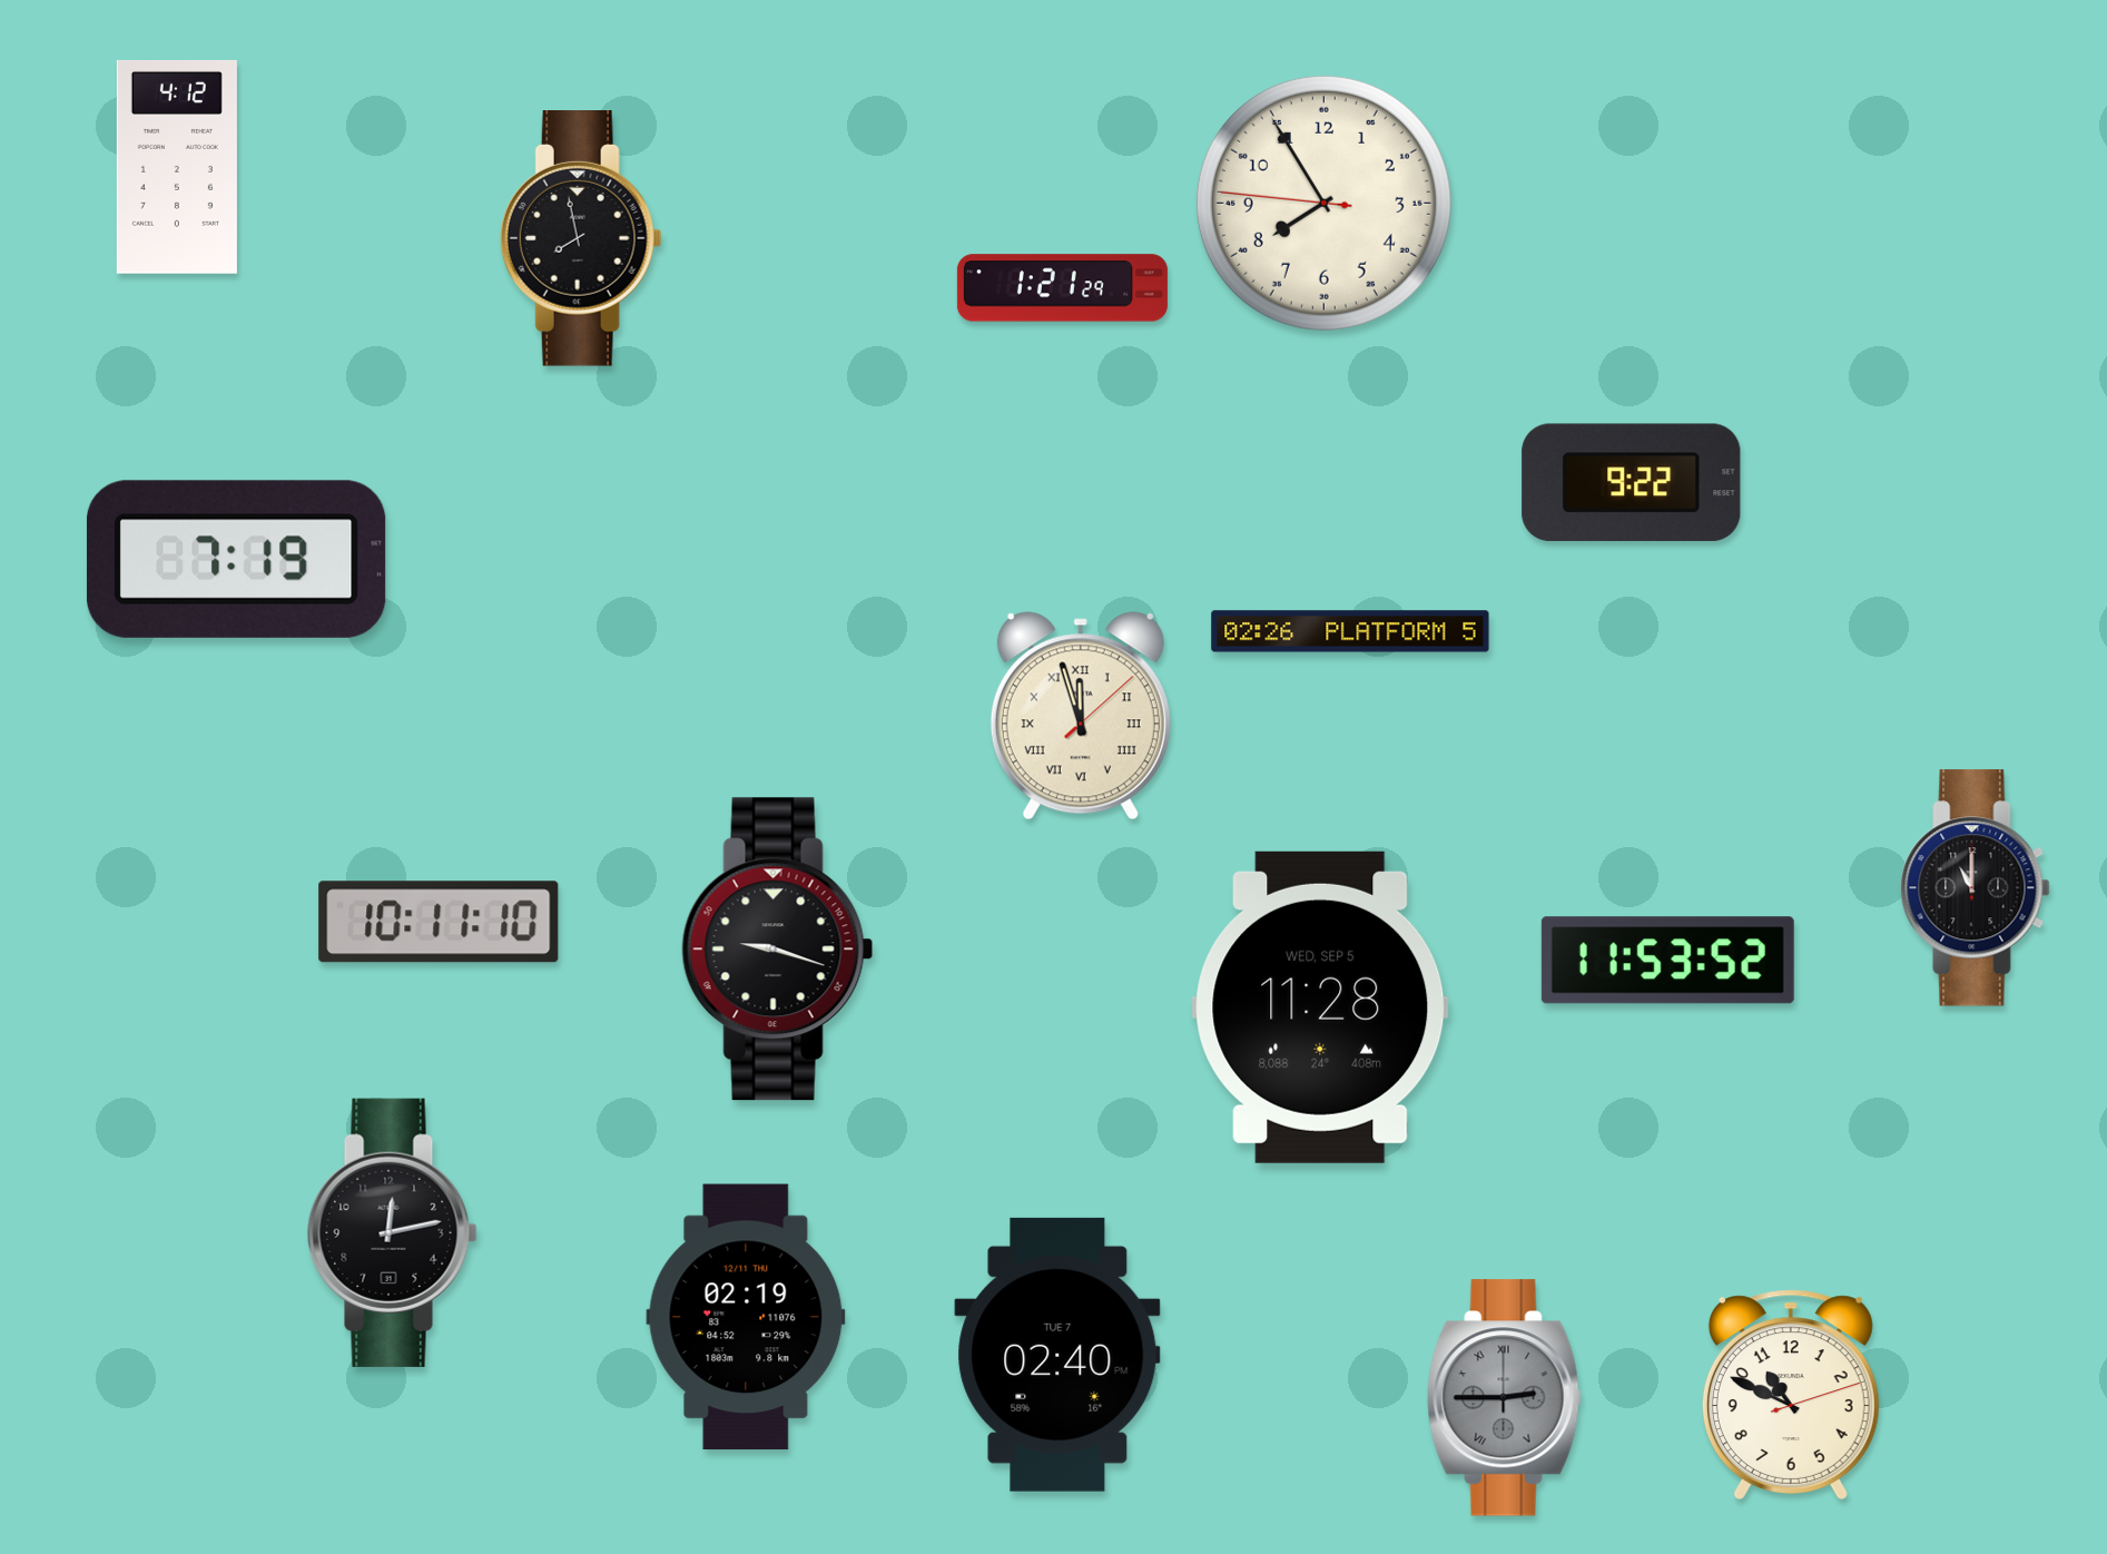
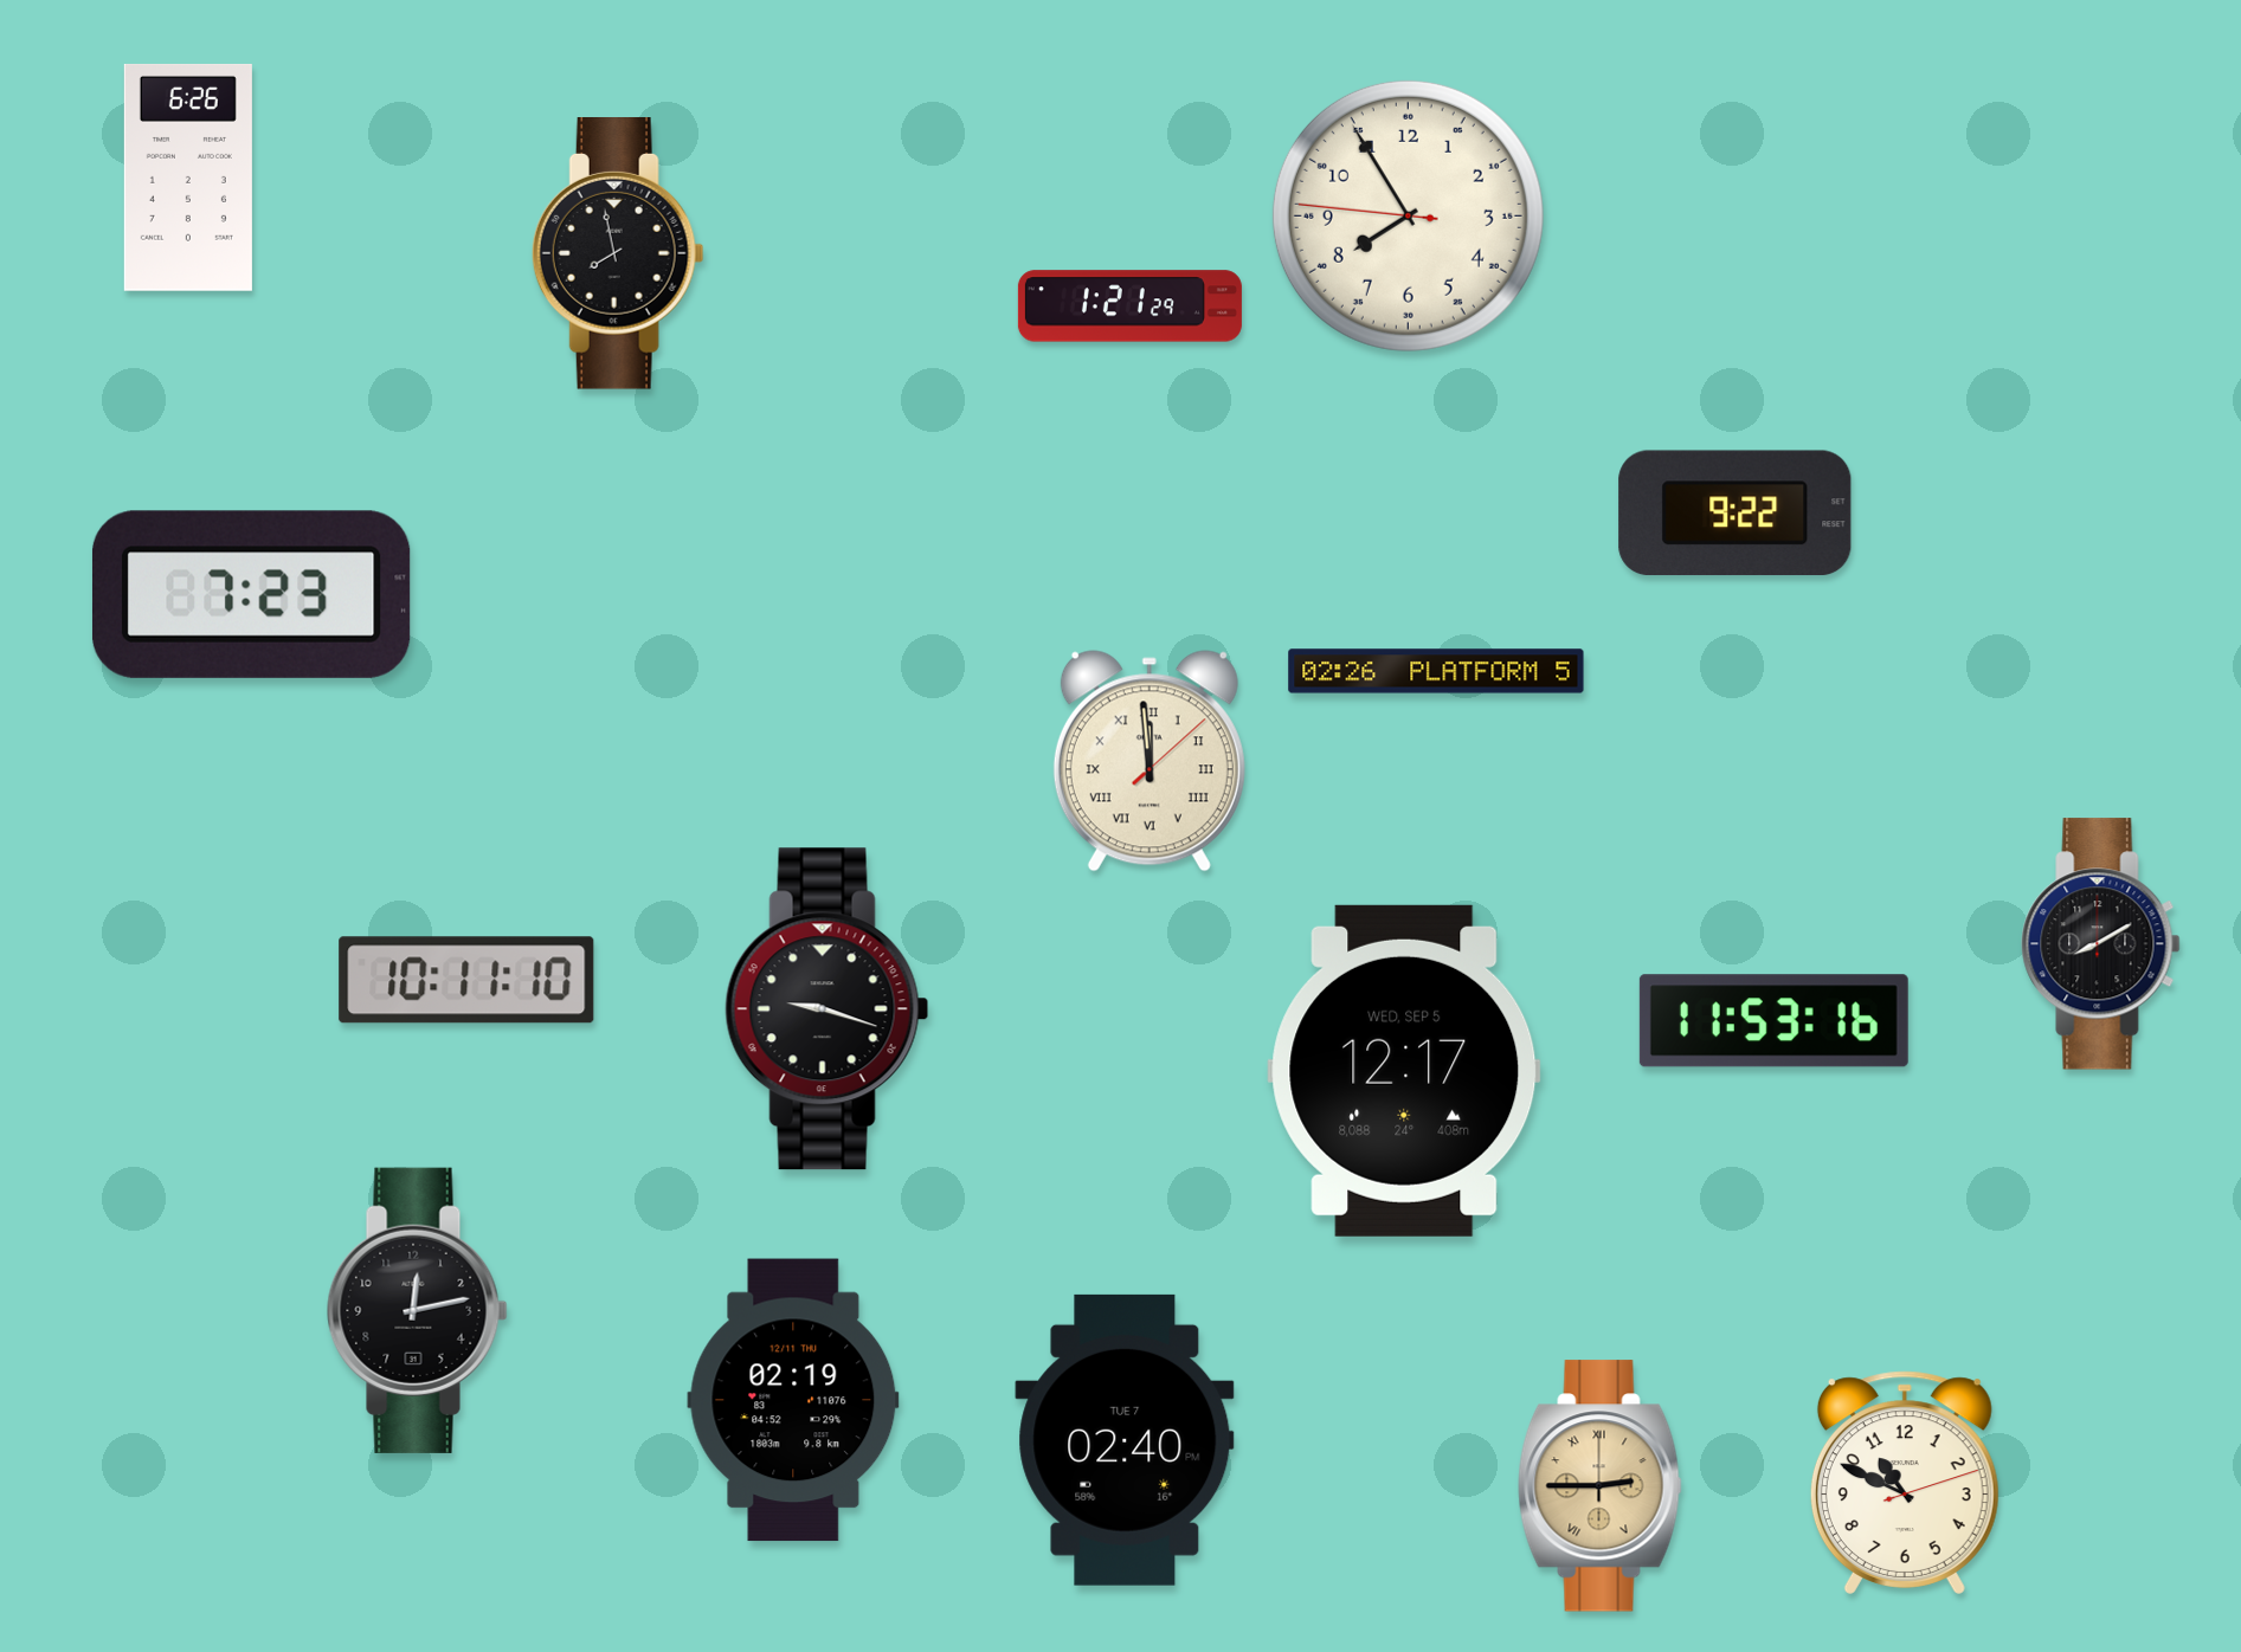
clock at (177, 167): 4:12 -> 6:26
clock at (236, 559): 7:19 -> 7:23
clock at (1081, 716): 11:57 -> 11:59
clock at (1976, 888): 11:00 -> 8:10
clock at (1667, 961): 11:53:52 -> 11:53:16
clock at (1320, 1007): 11:28 -> 12:17
clock at (1505, 1398) dial: grey -> champagne
